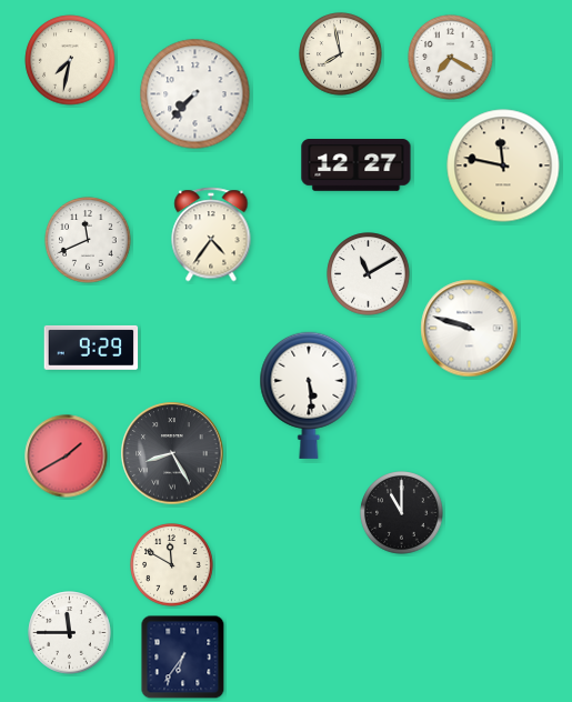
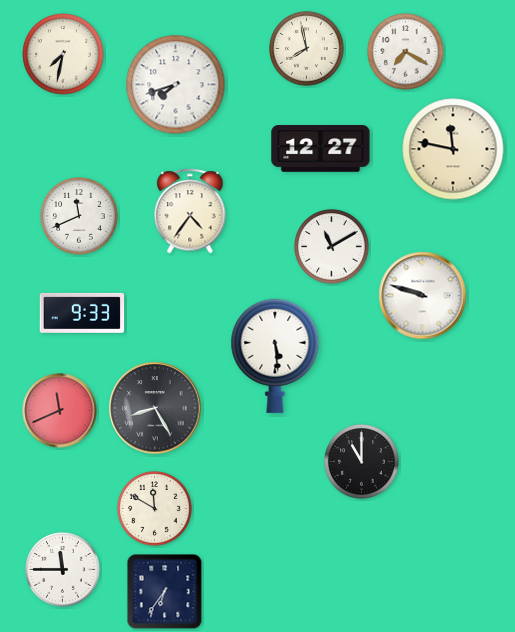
clock at (195, 94): 7:37 -> 7:42
clock at (91, 348): 9:29 -> 9:33
clock at (309, 395) position: (309, 395) -> (275, 356)
clock at (67, 457): 1:40 -> 11:41
